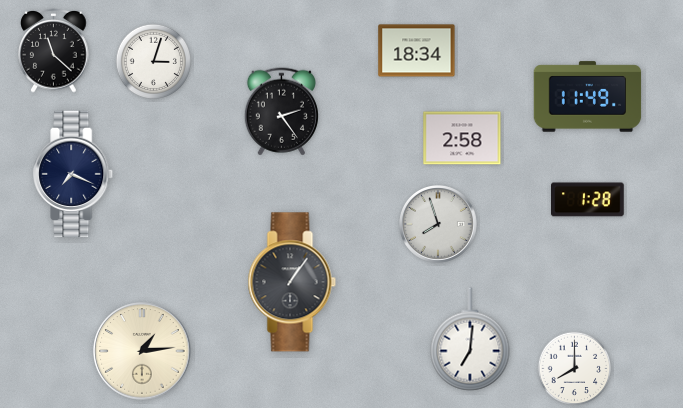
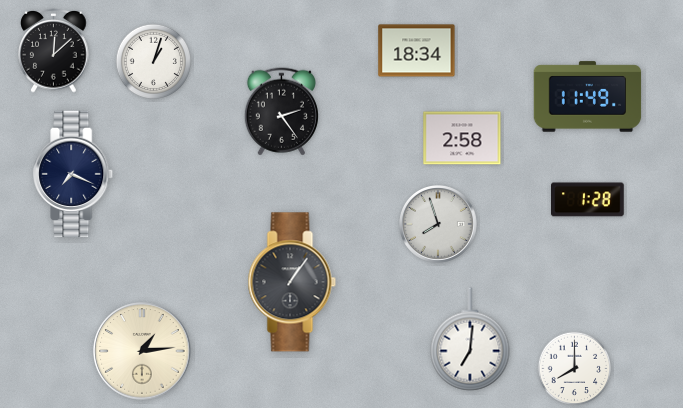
clock at (54, 51): 11:22 -> 12:08
clock at (154, 62): 3:03 -> 1:03
